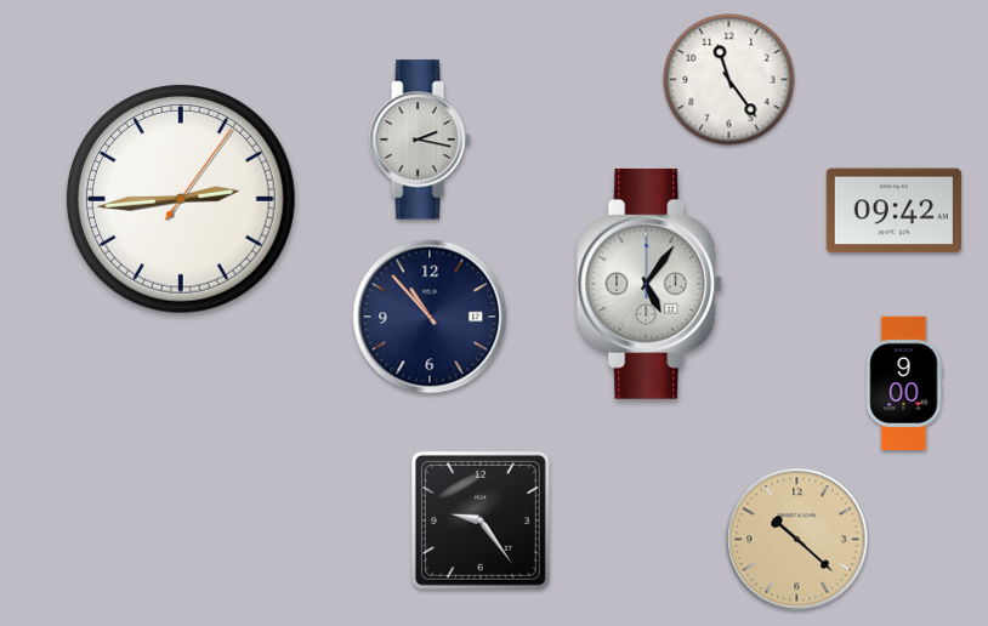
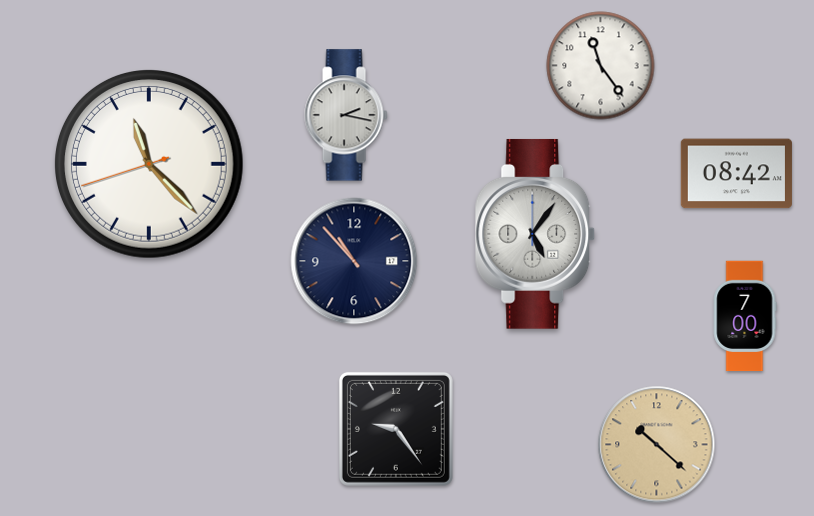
clock at (182, 200): 2:44 -> 11:22
clock at (893, 211): 09:42 -> 08:42
clock at (904, 383): 9:00 -> 7:00
